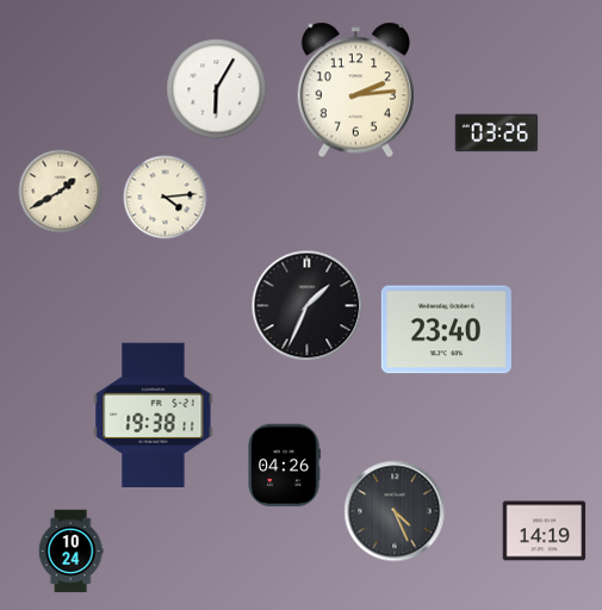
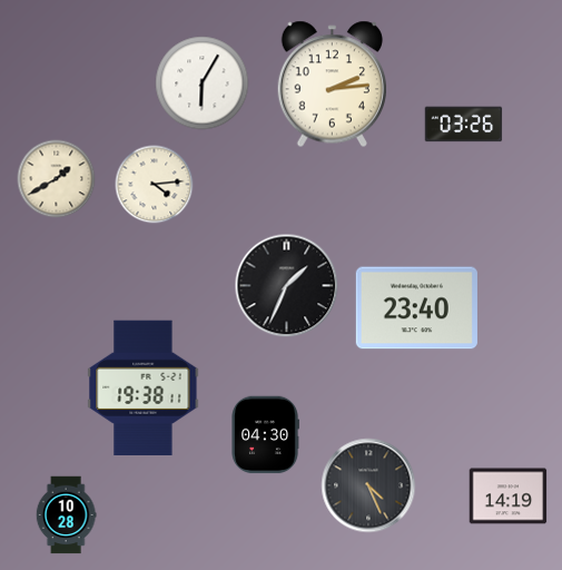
clock at (284, 466): 04:26 -> 04:30
clock at (395, 511) position: (395, 511) -> (368, 485)
clock at (70, 552): 10:24 -> 10:28
